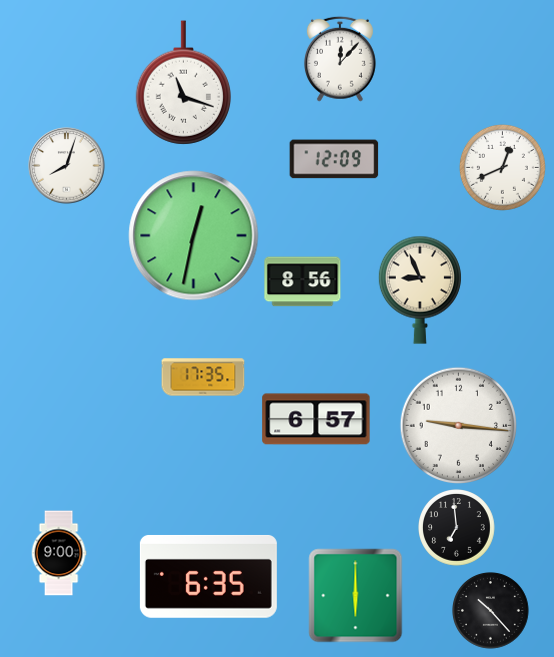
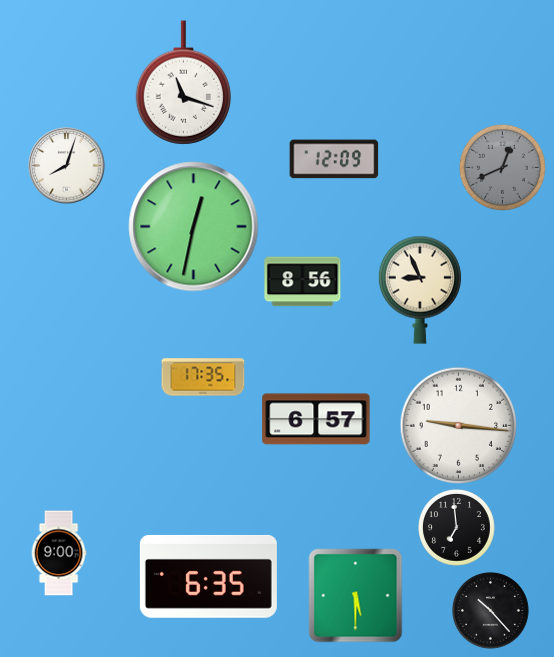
clock at (340, 59): 12:07 -> none
clock at (502, 167) dial: white -> grey
clock at (194, 236) position: (194, 236) -> (194, 227)
clock at (356, 596): 6:00 -> 5:30
